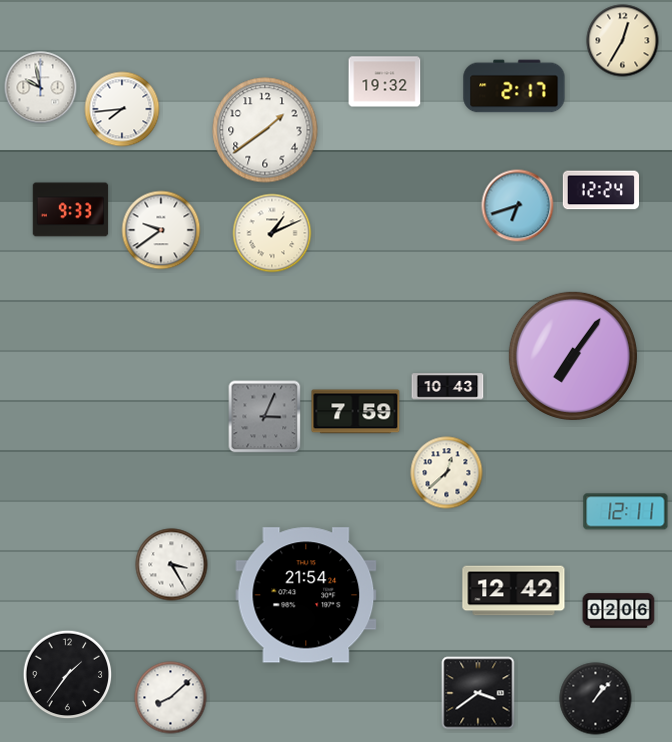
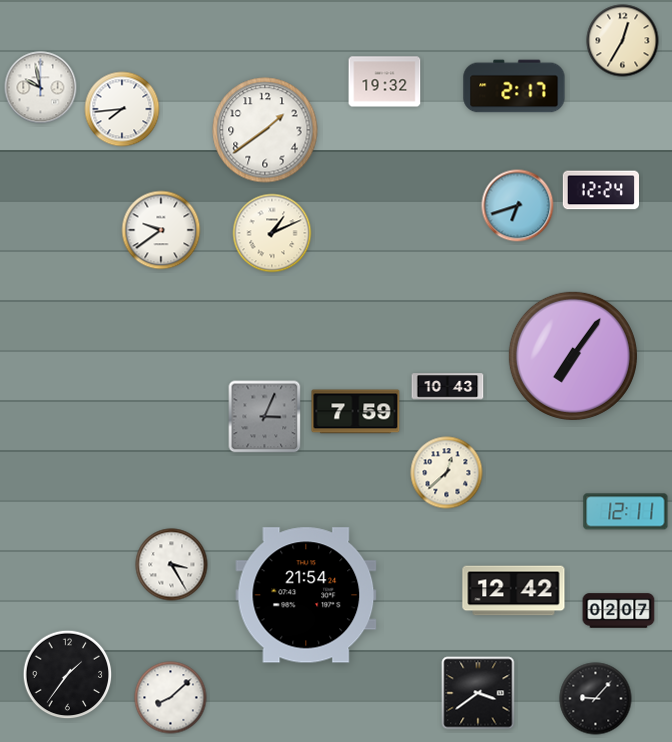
clock at (71, 210): 9:33 -> none
clock at (619, 611): 02:06 -> 02:07
clock at (596, 699): 1:07 -> 9:07
